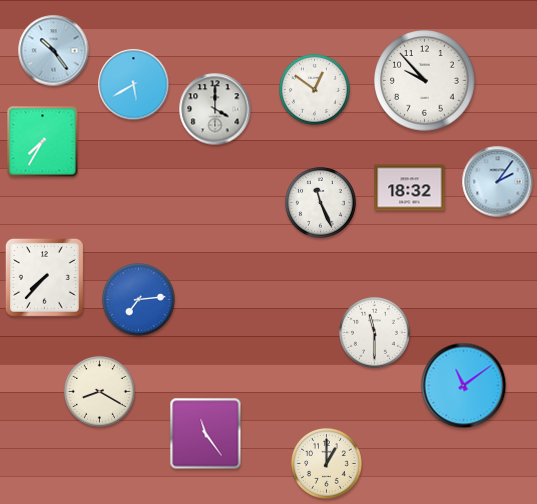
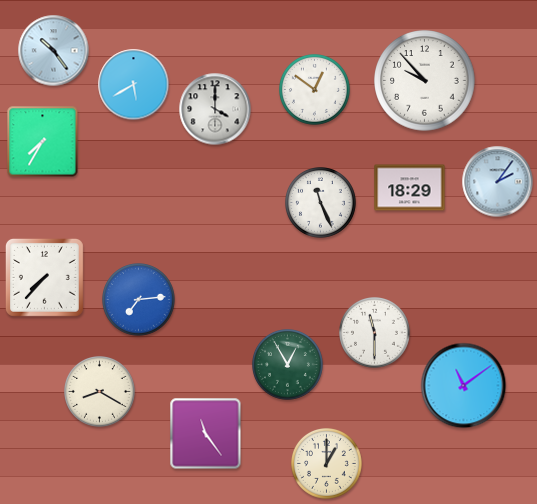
clock at (410, 188): 18:32 -> 18:29
clock at (288, 365): none -> 12:55
